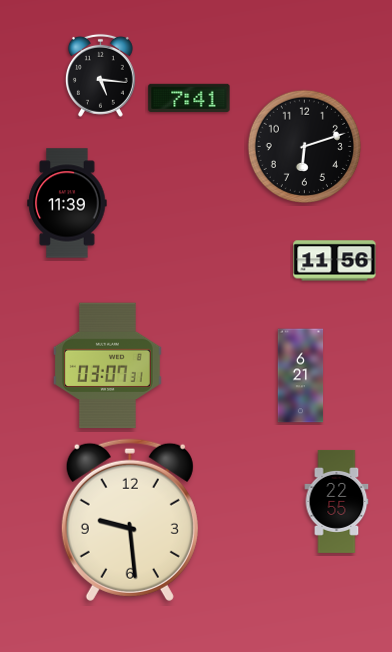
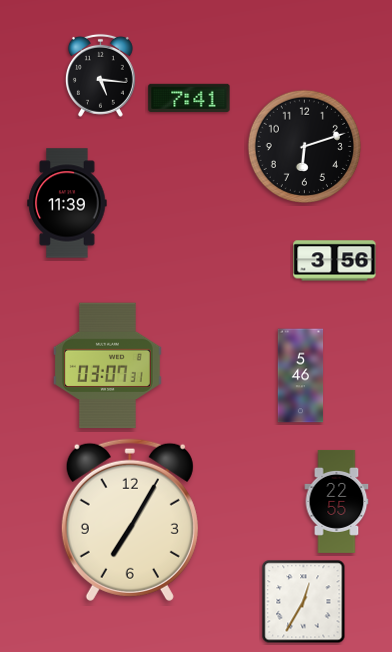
clock at (335, 261): 11:56 -> 3:56
clock at (301, 376): 6:21 -> 5:46
clock at (130, 520): 9:29 -> 7:05
clock at (304, 602): none -> 12:35
